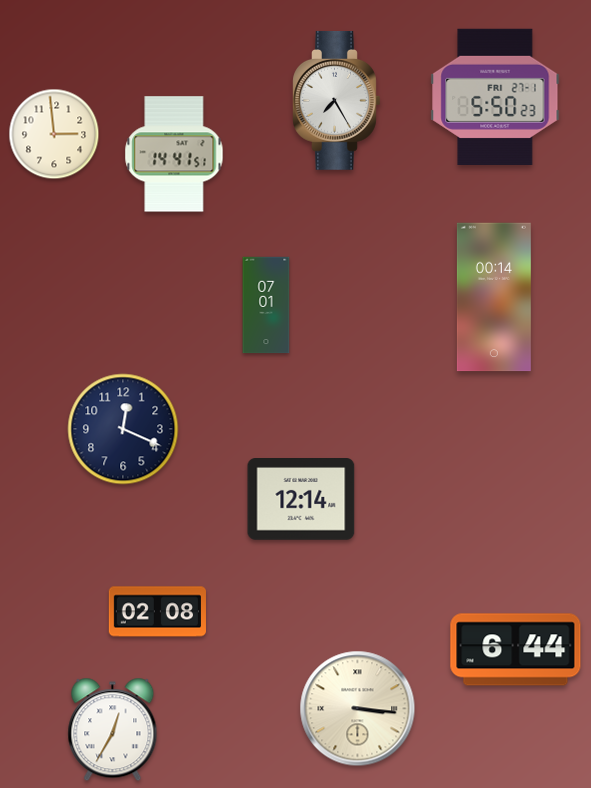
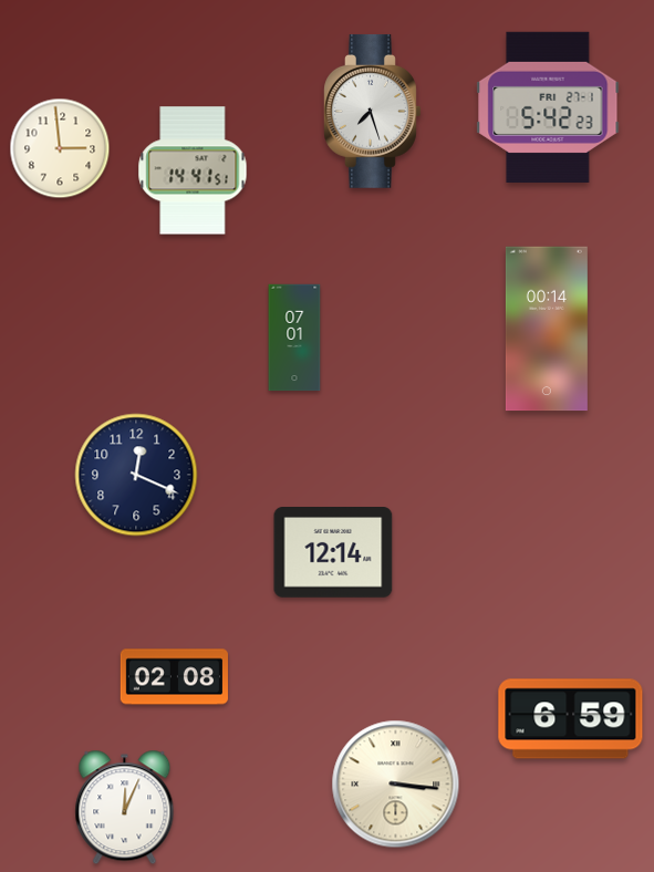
clock at (495, 97): 5:50 -> 5:42
clock at (337, 100): 7:25 -> 7:27
clock at (516, 650): 6:44 -> 6:59
clock at (113, 730): 12:35 -> 12:04
